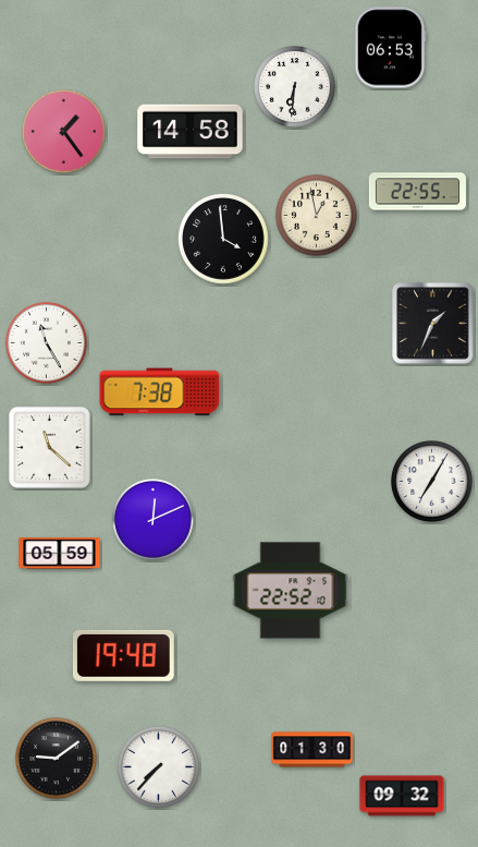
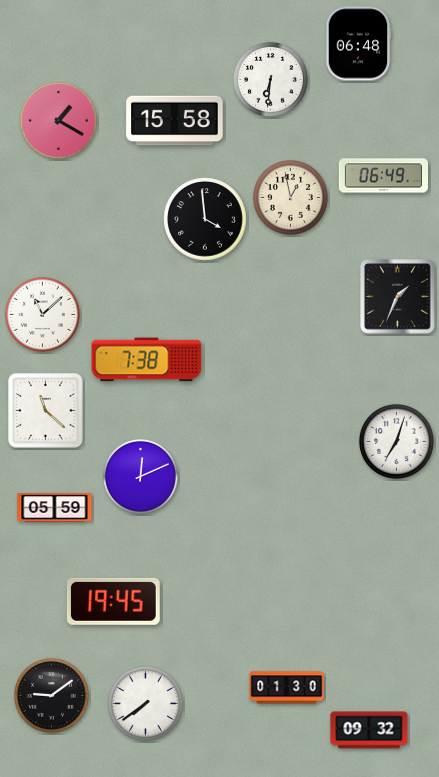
clock at (390, 48): 06:53 -> 06:48
clock at (64, 132): 1:24 -> 1:20
clock at (191, 132): 14:58 -> 15:58
clock at (417, 192): 22:55 -> 06:49
clock at (46, 342): 11:25 -> 11:08
clock at (431, 481): 7:05 -> 7:03
clock at (291, 591): 22:52 -> none
clock at (123, 655): 19:48 -> 19:45
clock at (158, 766): 7:37 -> 7:39
